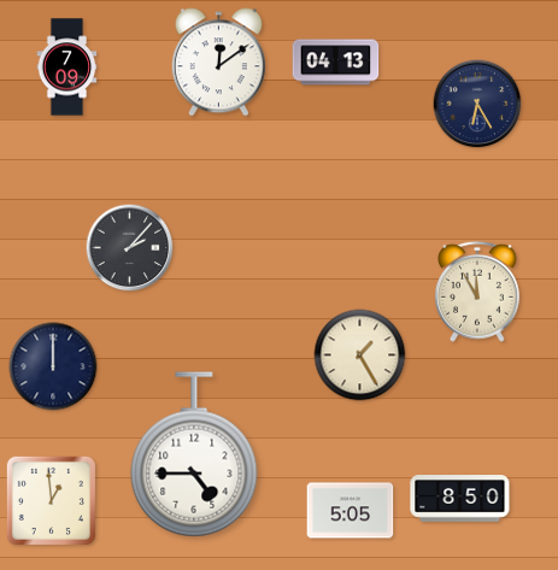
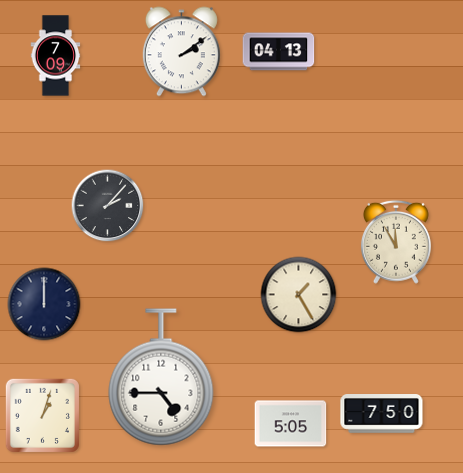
clock at (218, 63): 12:09 -> 2:09
clock at (477, 104): 6:25 -> none
clock at (460, 499): 8:50 -> 7:50
clock at (51, 500): 12:59 -> 1:03
